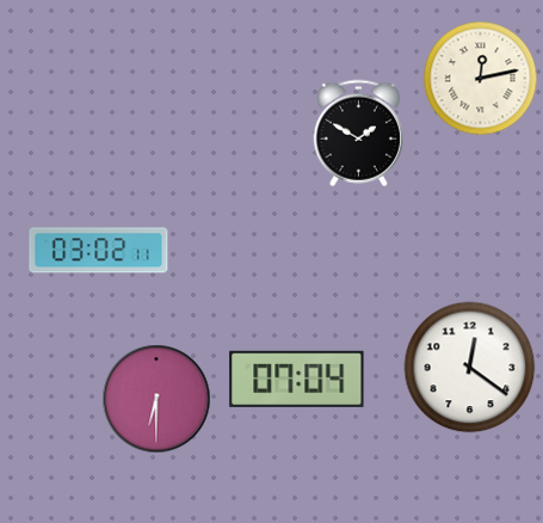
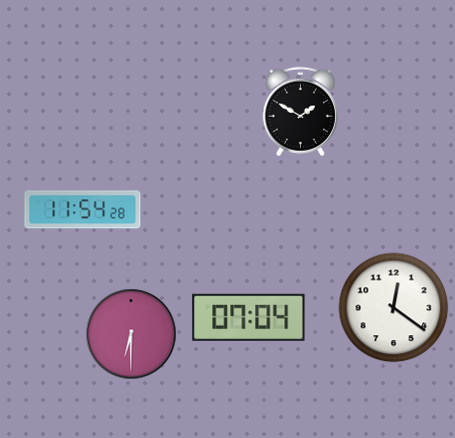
clock at (481, 79): 12:13 -> none
clock at (99, 251): 03:02 -> 11:54
